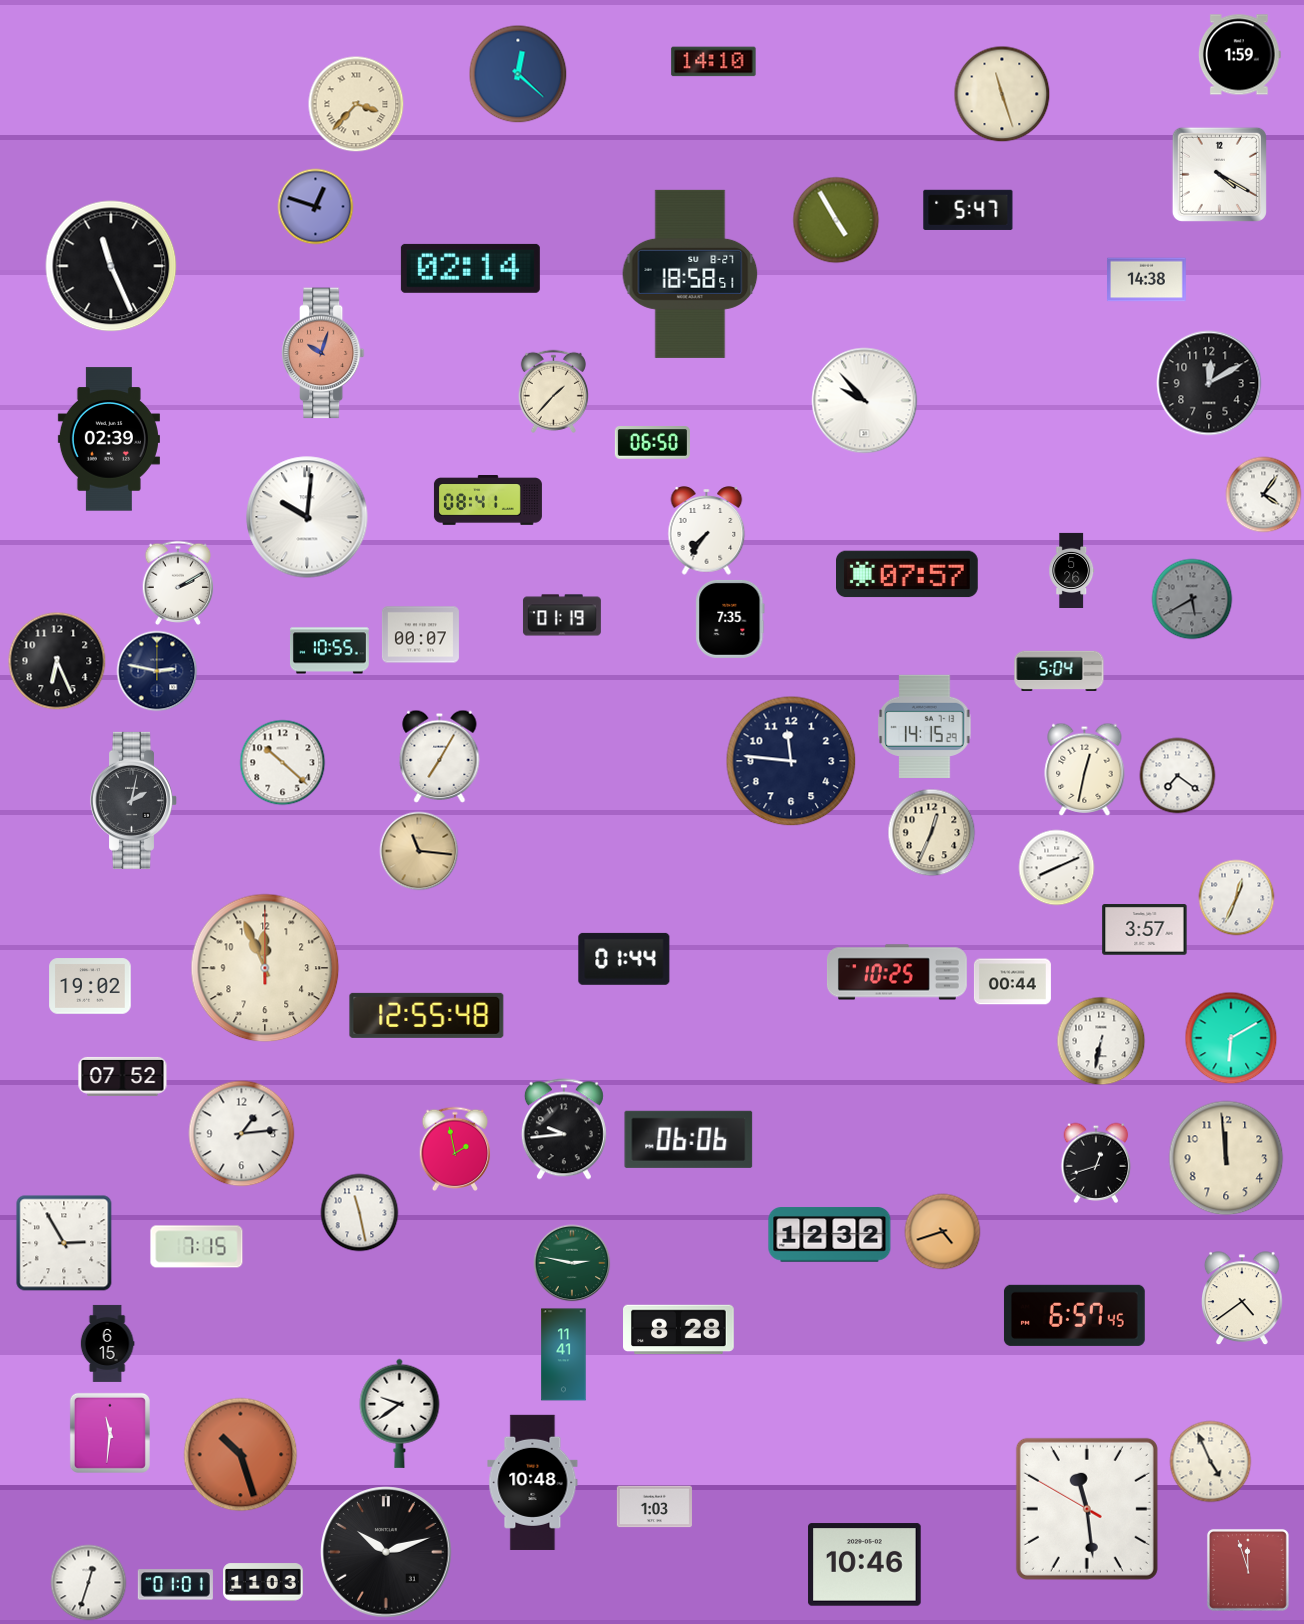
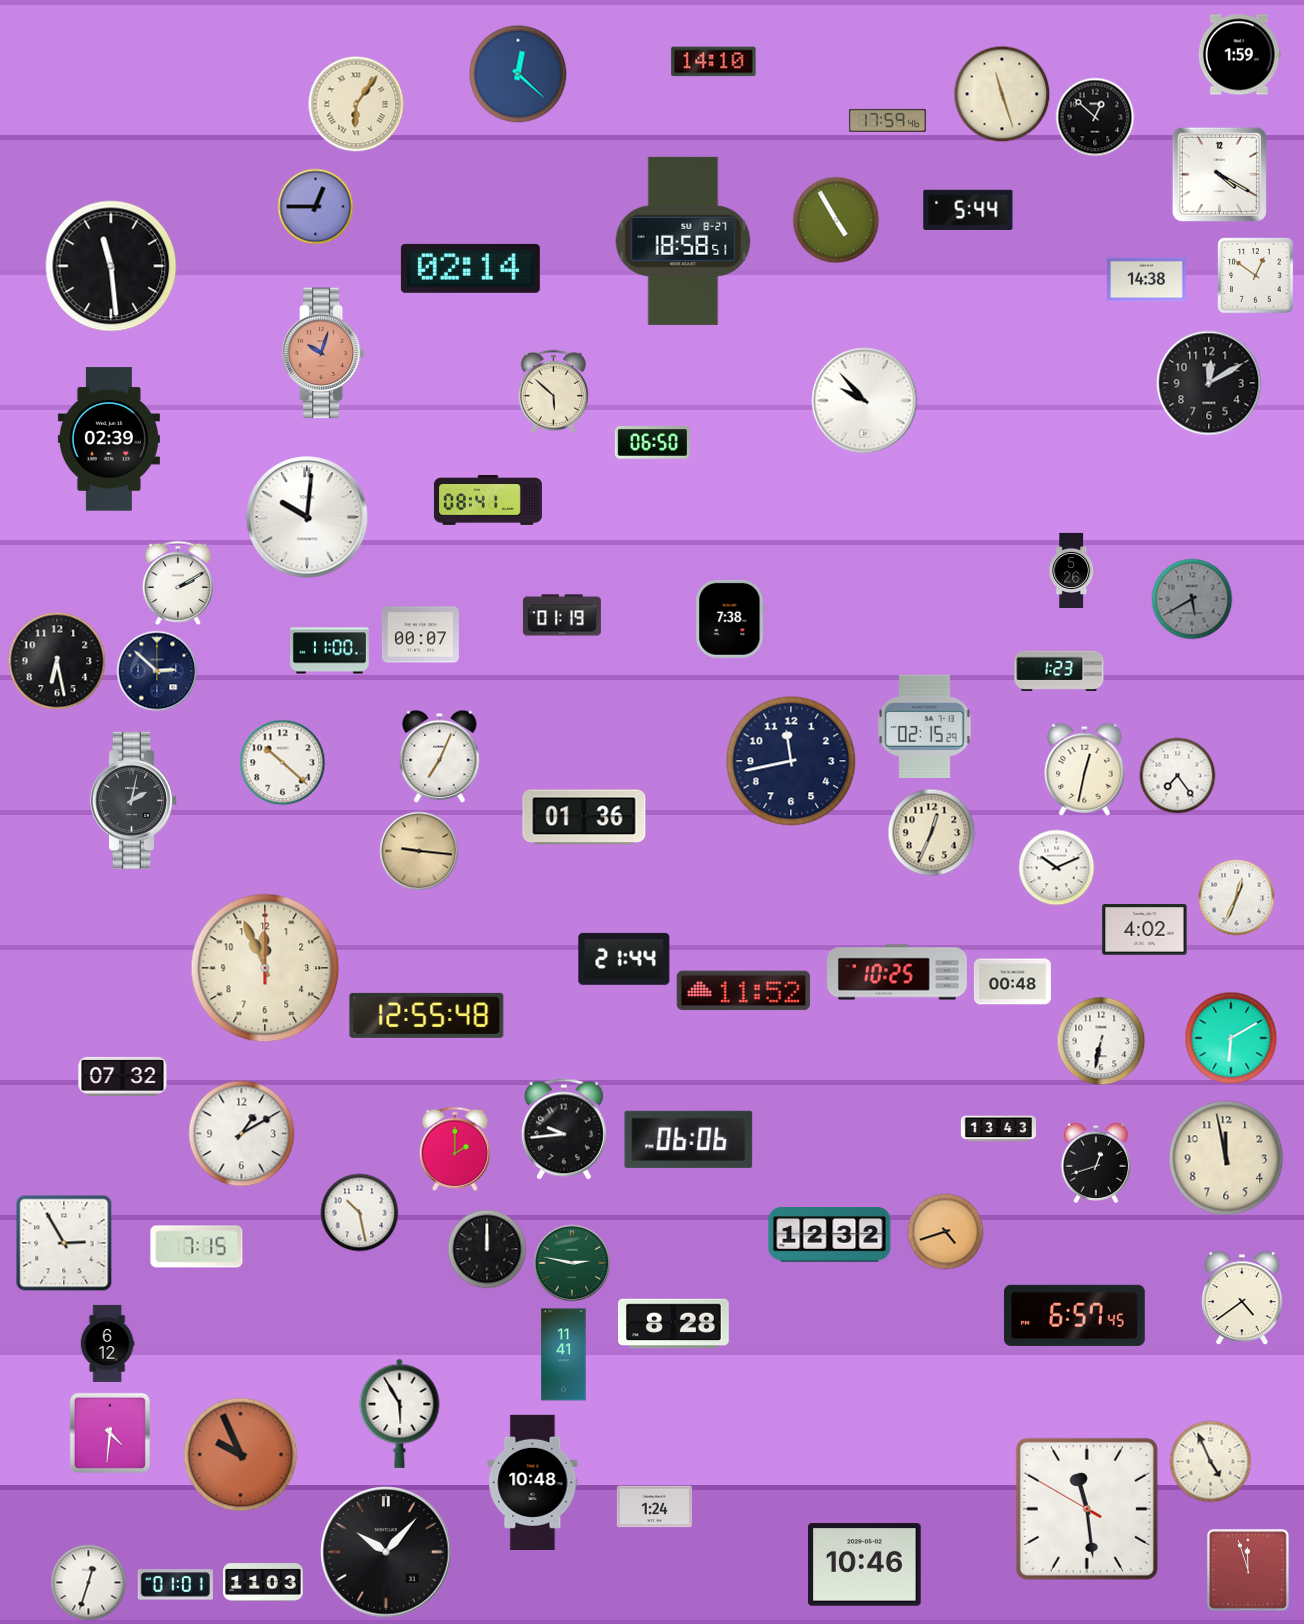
clock at (356, 104): 3:37 -> 6:06
clock at (1095, 117): none -> 12:52
clock at (887, 120): none -> 17:59
clock at (316, 207): 12:48 -> 12:45
clock at (968, 210): 5:47 -> 5:44
clock at (111, 266): 11:26 -> 11:29
clock at (690, 274) position: (690, 274) -> (683, 241)
clock at (1256, 276): none -> 12:51
clock at (553, 391): 1:37 -> 5:52
clock at (1264, 495): 4:06 -> none
clock at (707, 531): 7:36 -> none
clock at (908, 574): 07:57 -> none
clock at (730, 619): 7:35 -> 7:38
clock at (329, 651): 10:55 -> 11:00
clock at (57, 661): 6:26 -> 6:28
clock at (157, 671): 2:47 -> 2:52
clock at (1059, 671): 5:04 -> 1:23
clock at (925, 726): 14:15 -> 02:15
clock at (440, 756): 7:05 -> 7:04
clock at (791, 761): 11:46 -> 11:43
clock at (1178, 776): 7:21 -> 7:24
clock at (584, 817): none -> 01:36
clock at (419, 851): 11:16 -> 9:16
clock at (1057, 868): 8:11 -> 10:11
clock at (1145, 930): 3:57 -> 4:02
clock at (624, 959): 01:44 -> 21:44
clock at (1012, 982): 00:44 -> 00:48
clock at (90, 986): 19:02 -> none
clock at (743, 991): none -> 11:52
clock at (123, 1076): 07:52 -> 07:32
clock at (998, 1129): none -> 13:43
clock at (242, 1134): 1:14 -> 1:10
clock at (455, 1148): 1:58 -> 2:00
clock at (1226, 1158): 11:59 -> 11:58
clock at (360, 1213): 11:28 -> 10:28
clock at (943, 1232) position: (943, 1232) -> (946, 1232)
clock at (487, 1249): none -> 12:00
clock at (679, 1330) position: (679, 1330) -> (674, 1324)
clock at (107, 1343): 6:15 -> 6:12
clock at (400, 1413): 9:39 -> 5:55
clock at (110, 1433): 11:31 -> 4:31
clock at (241, 1455): 10:27 -> 9:56
clock at (654, 1507): 1:03 -> 1:24
clock at (386, 1552): 10:12 -> 10:07
